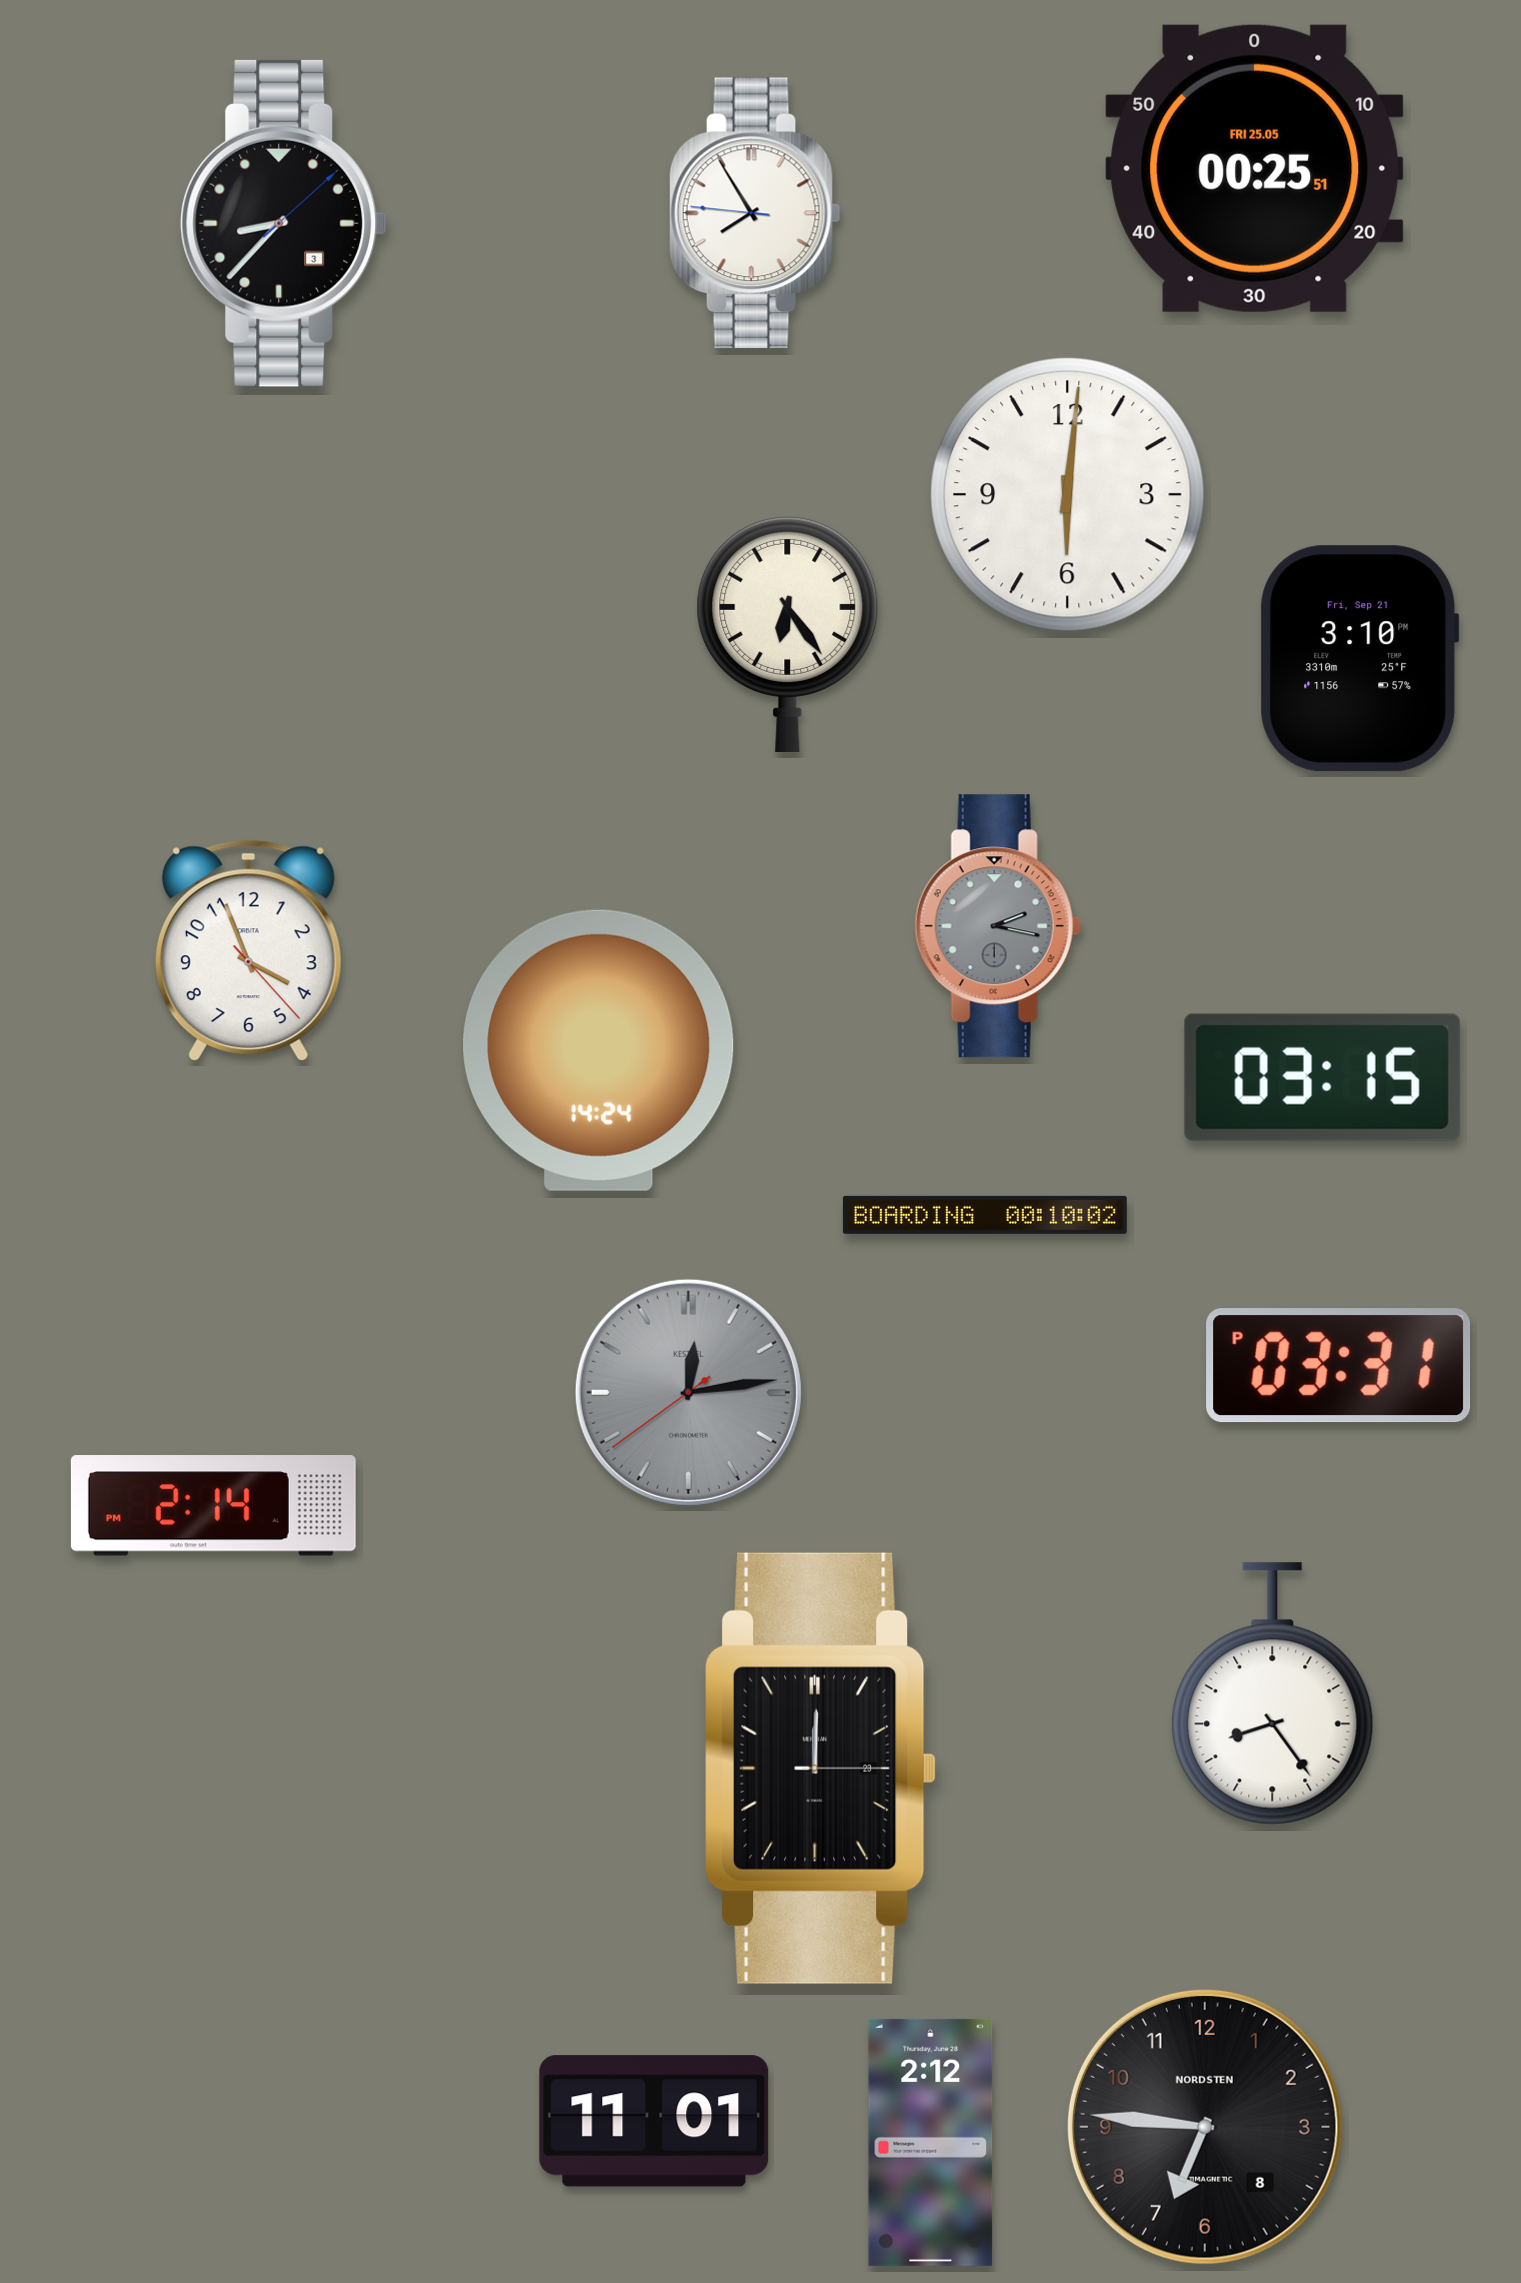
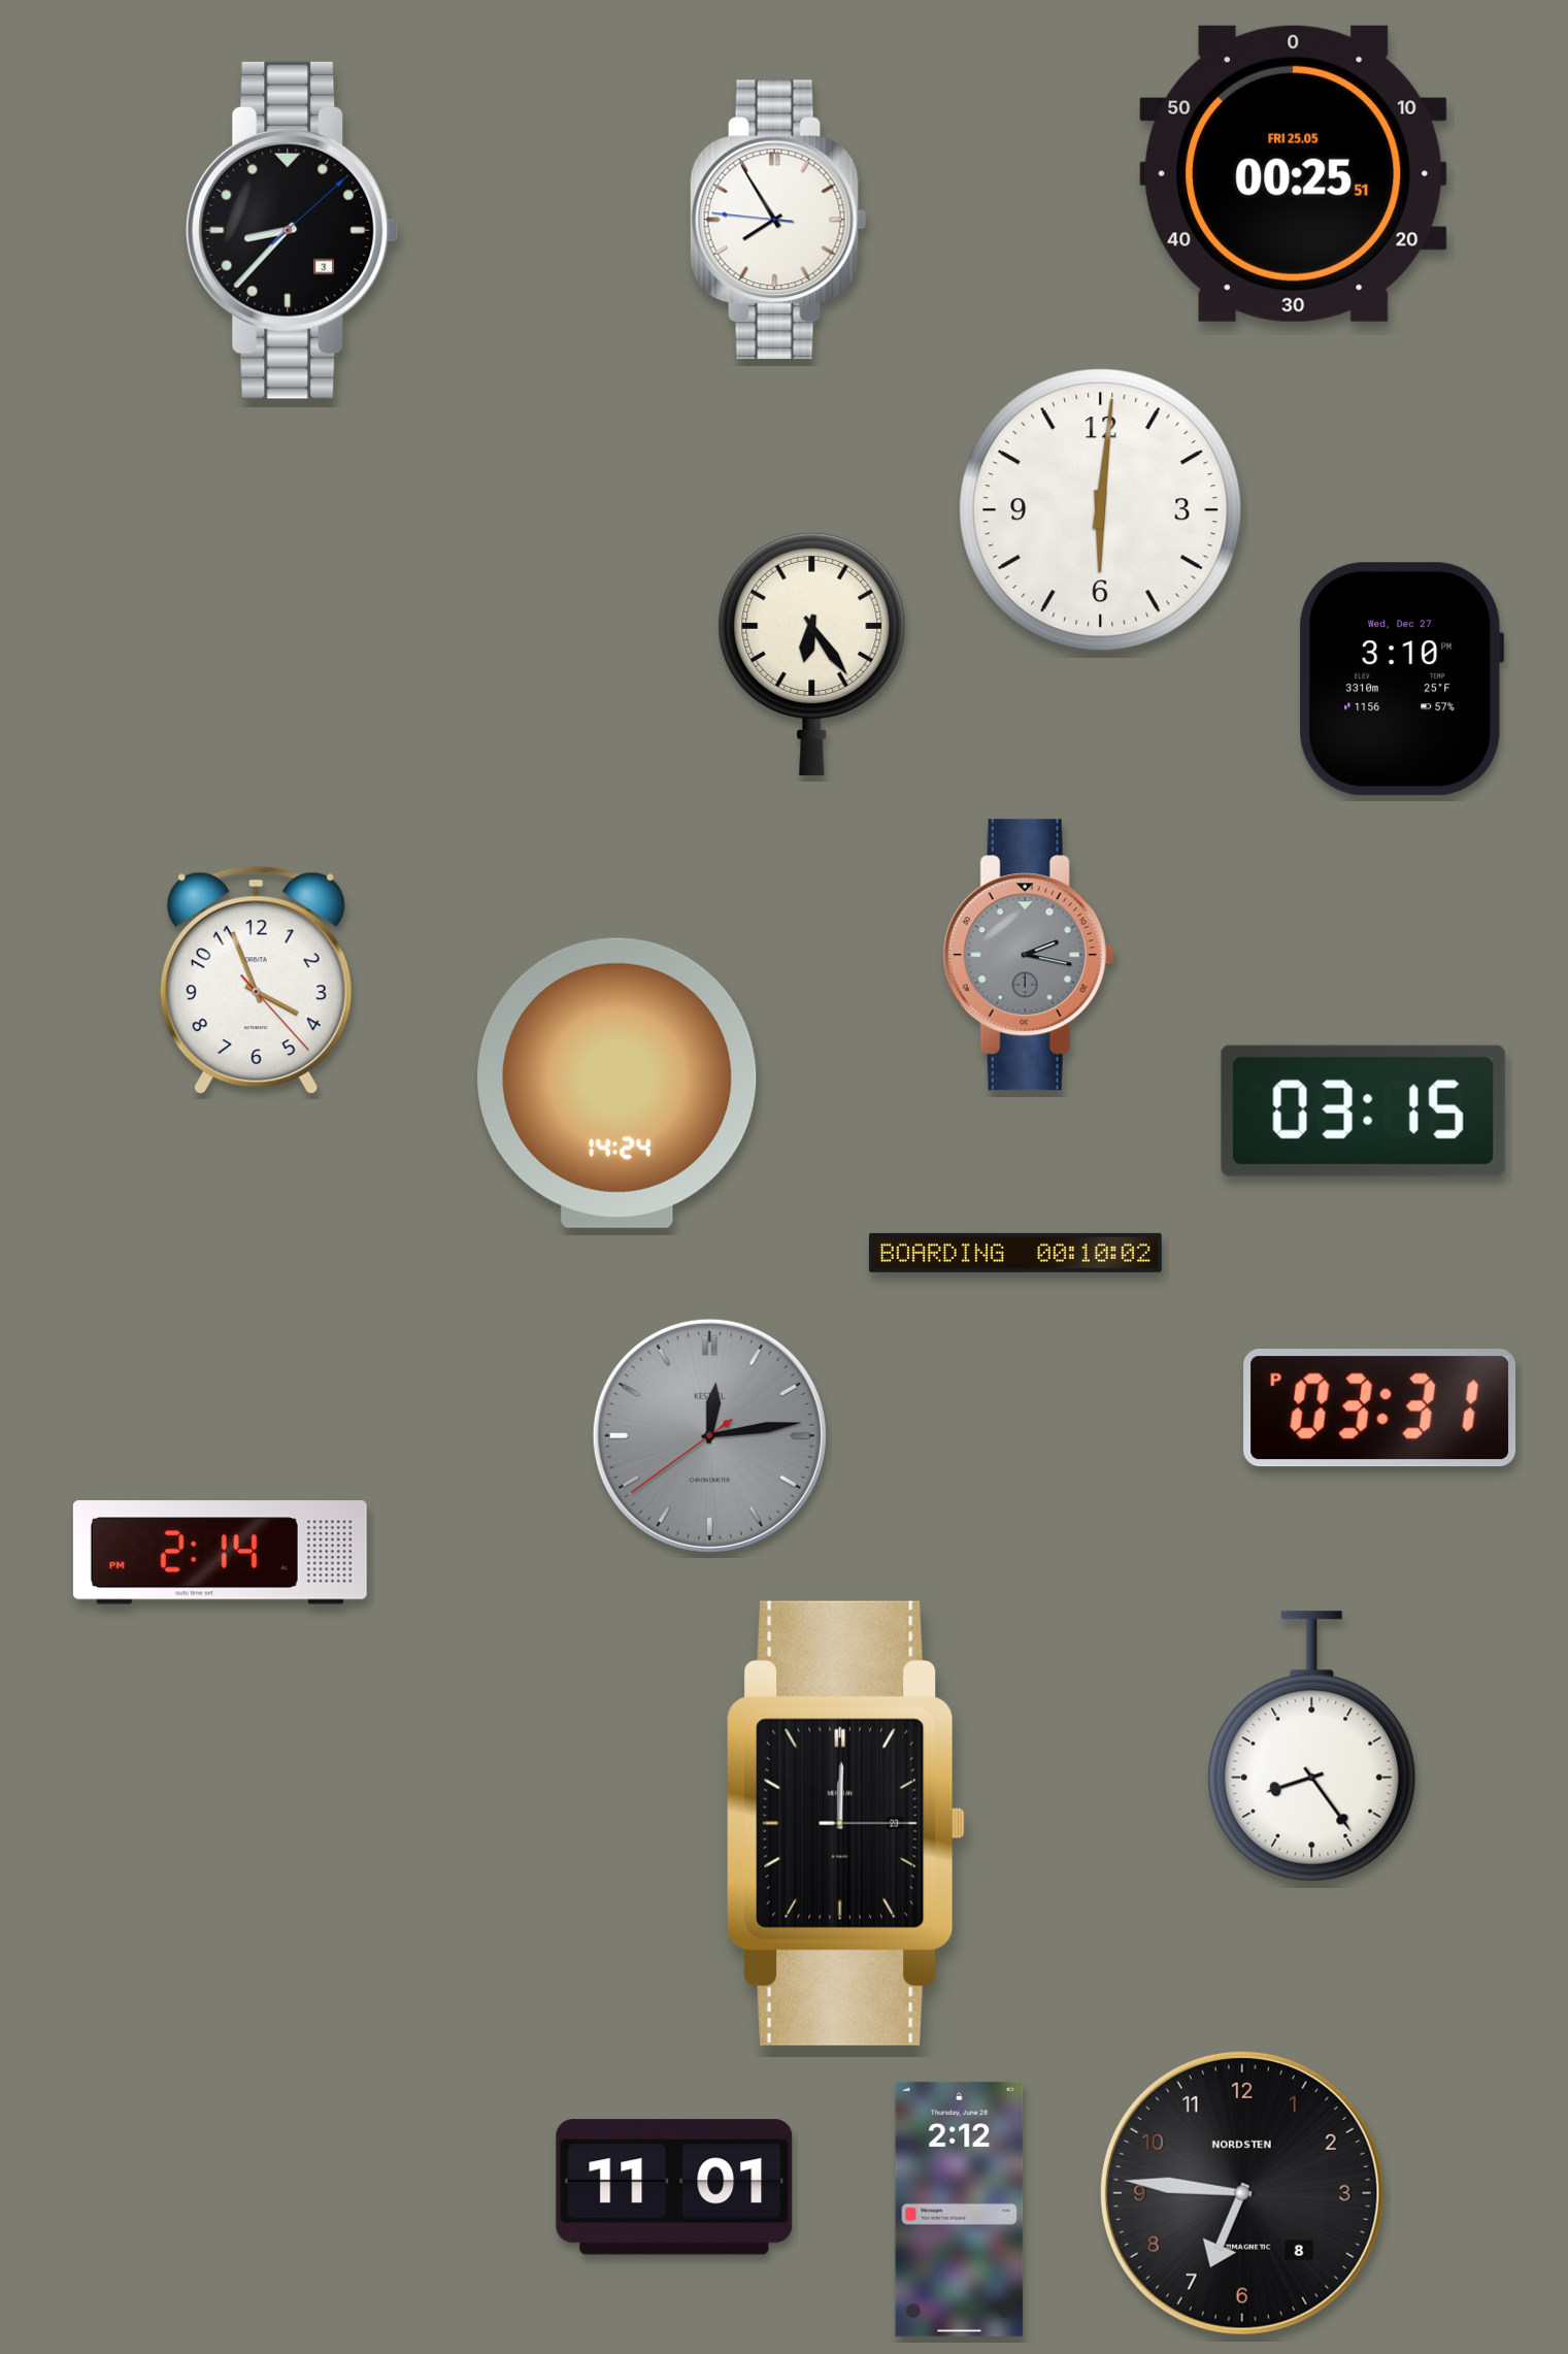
clock at (1360, 659) date: Fri, Sep 21 -> Wed, Dec 27
